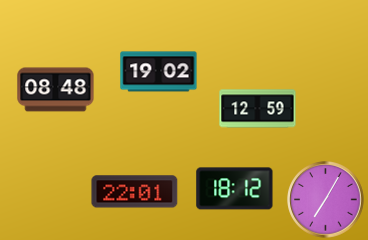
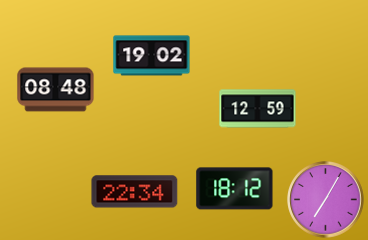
clock at (159, 72) position: (159, 72) -> (152, 56)
clock at (135, 192): 22:01 -> 22:34
